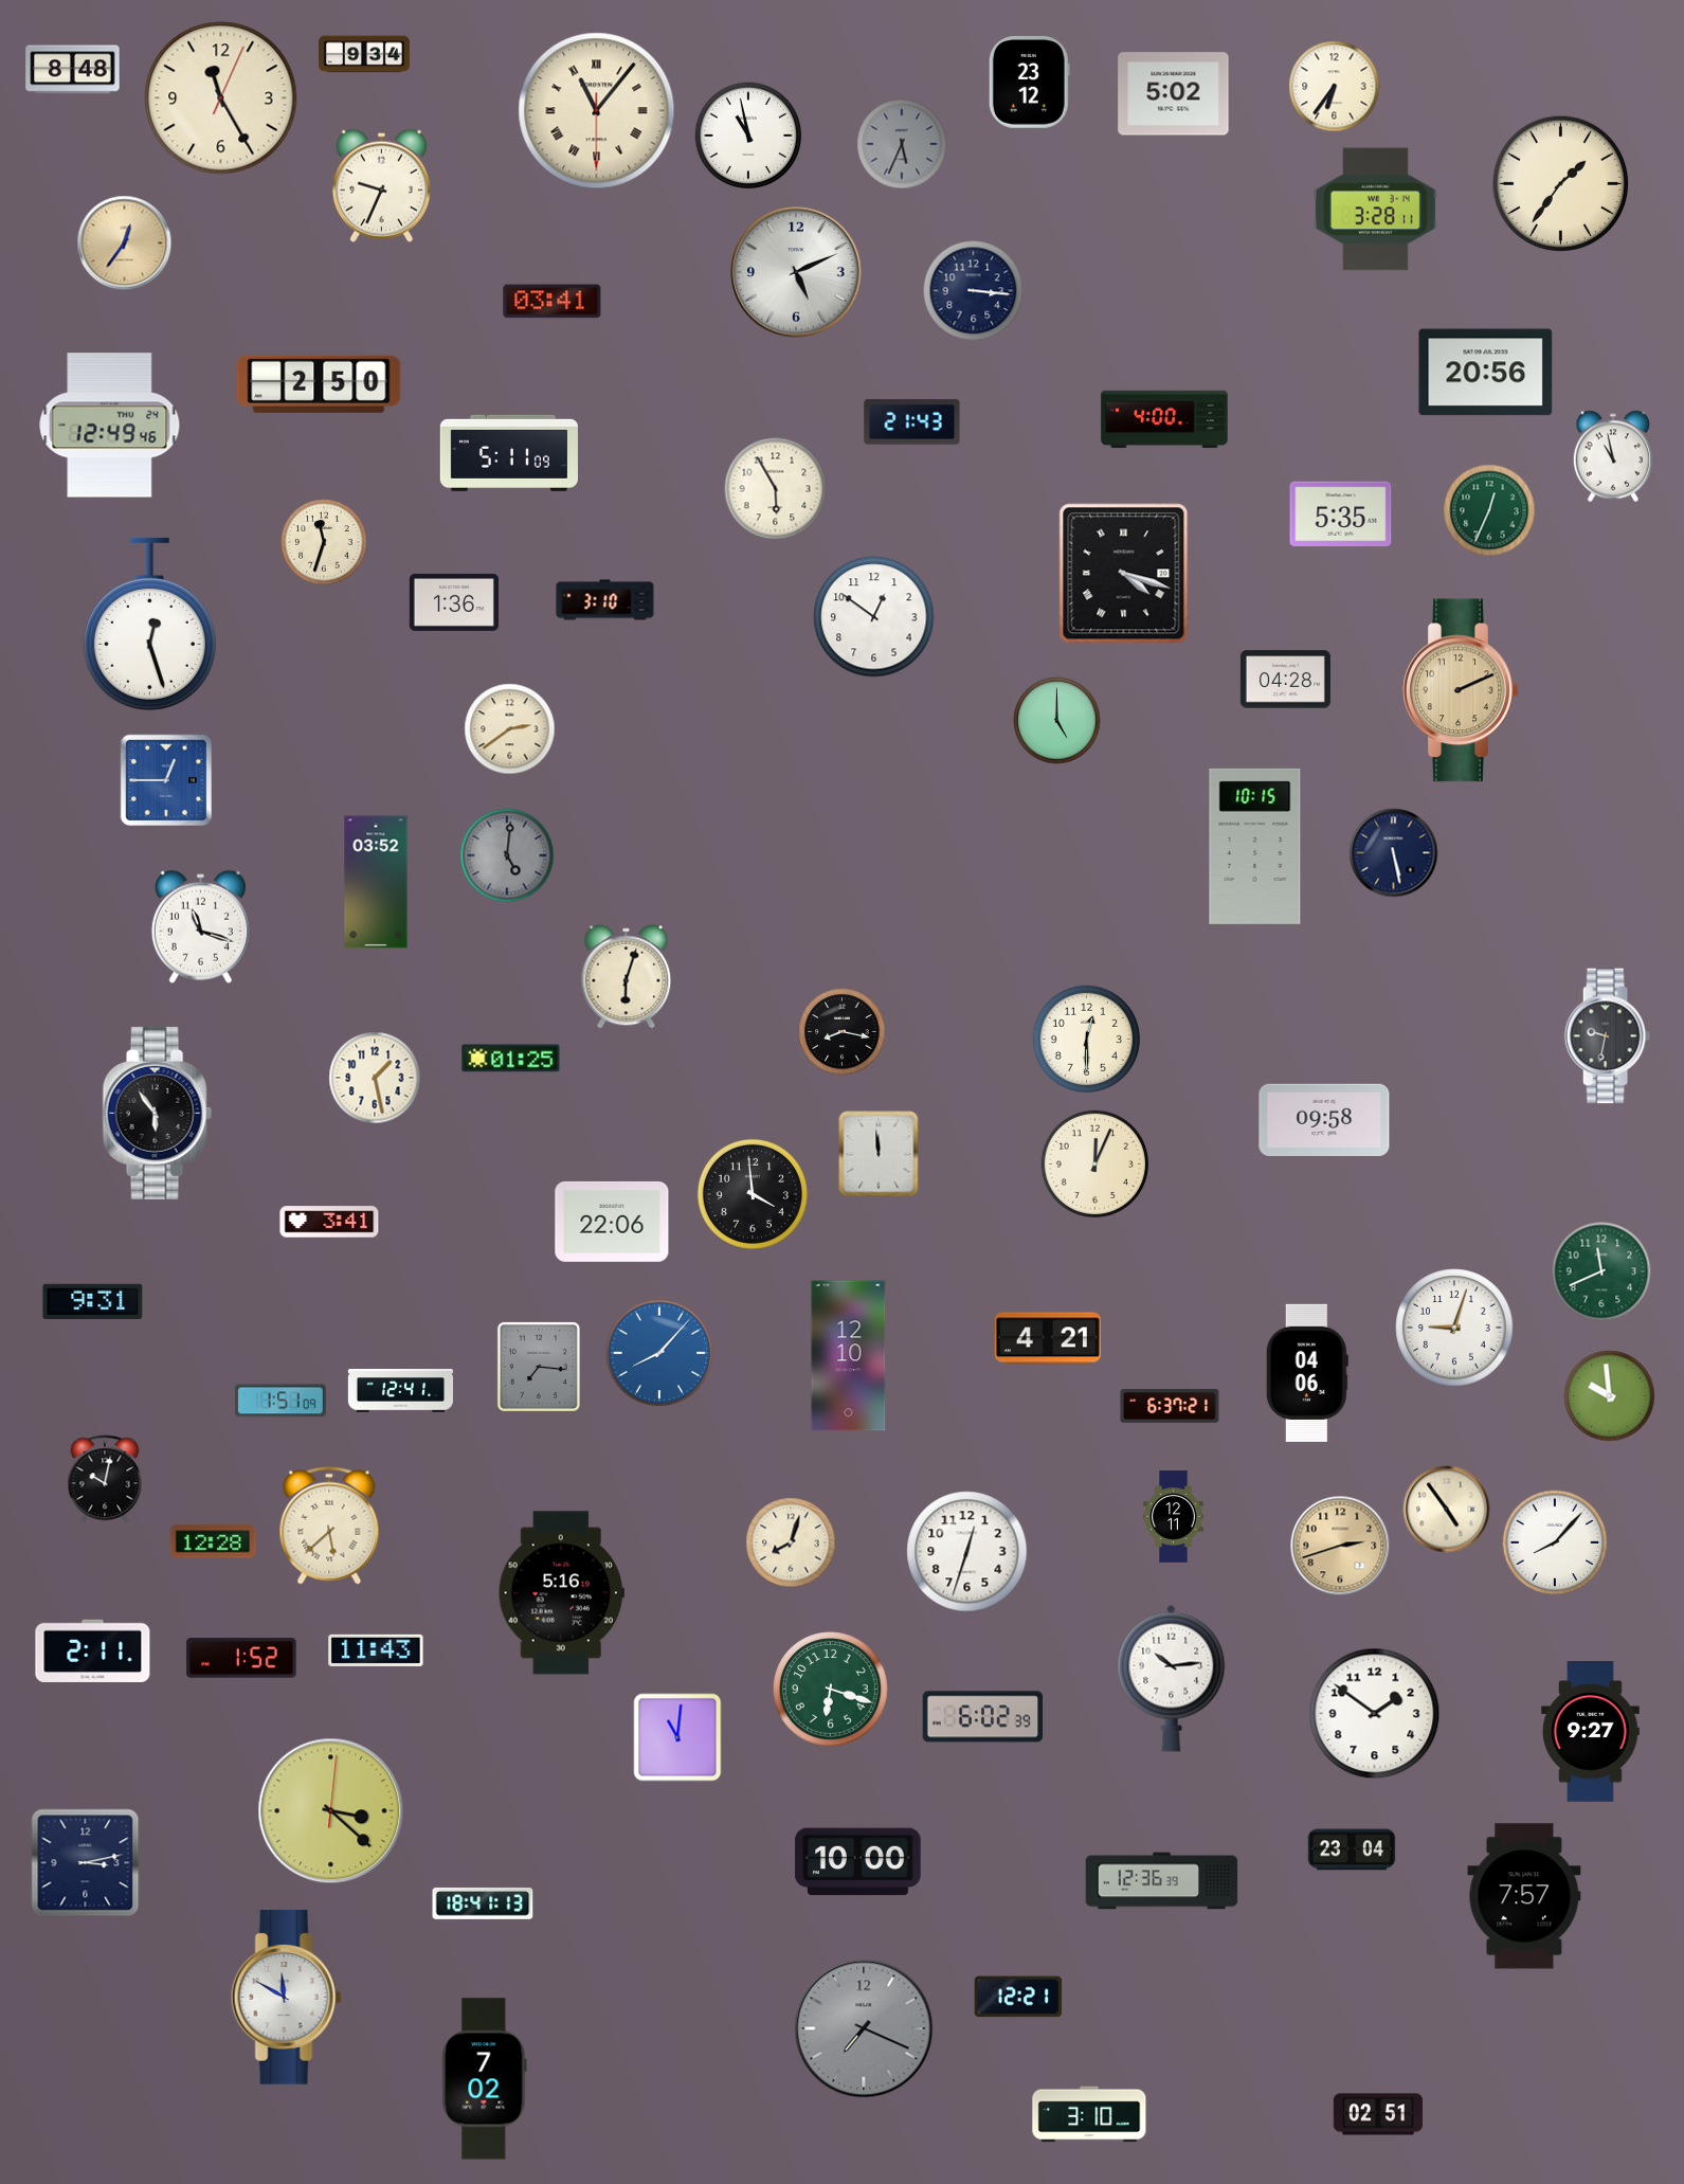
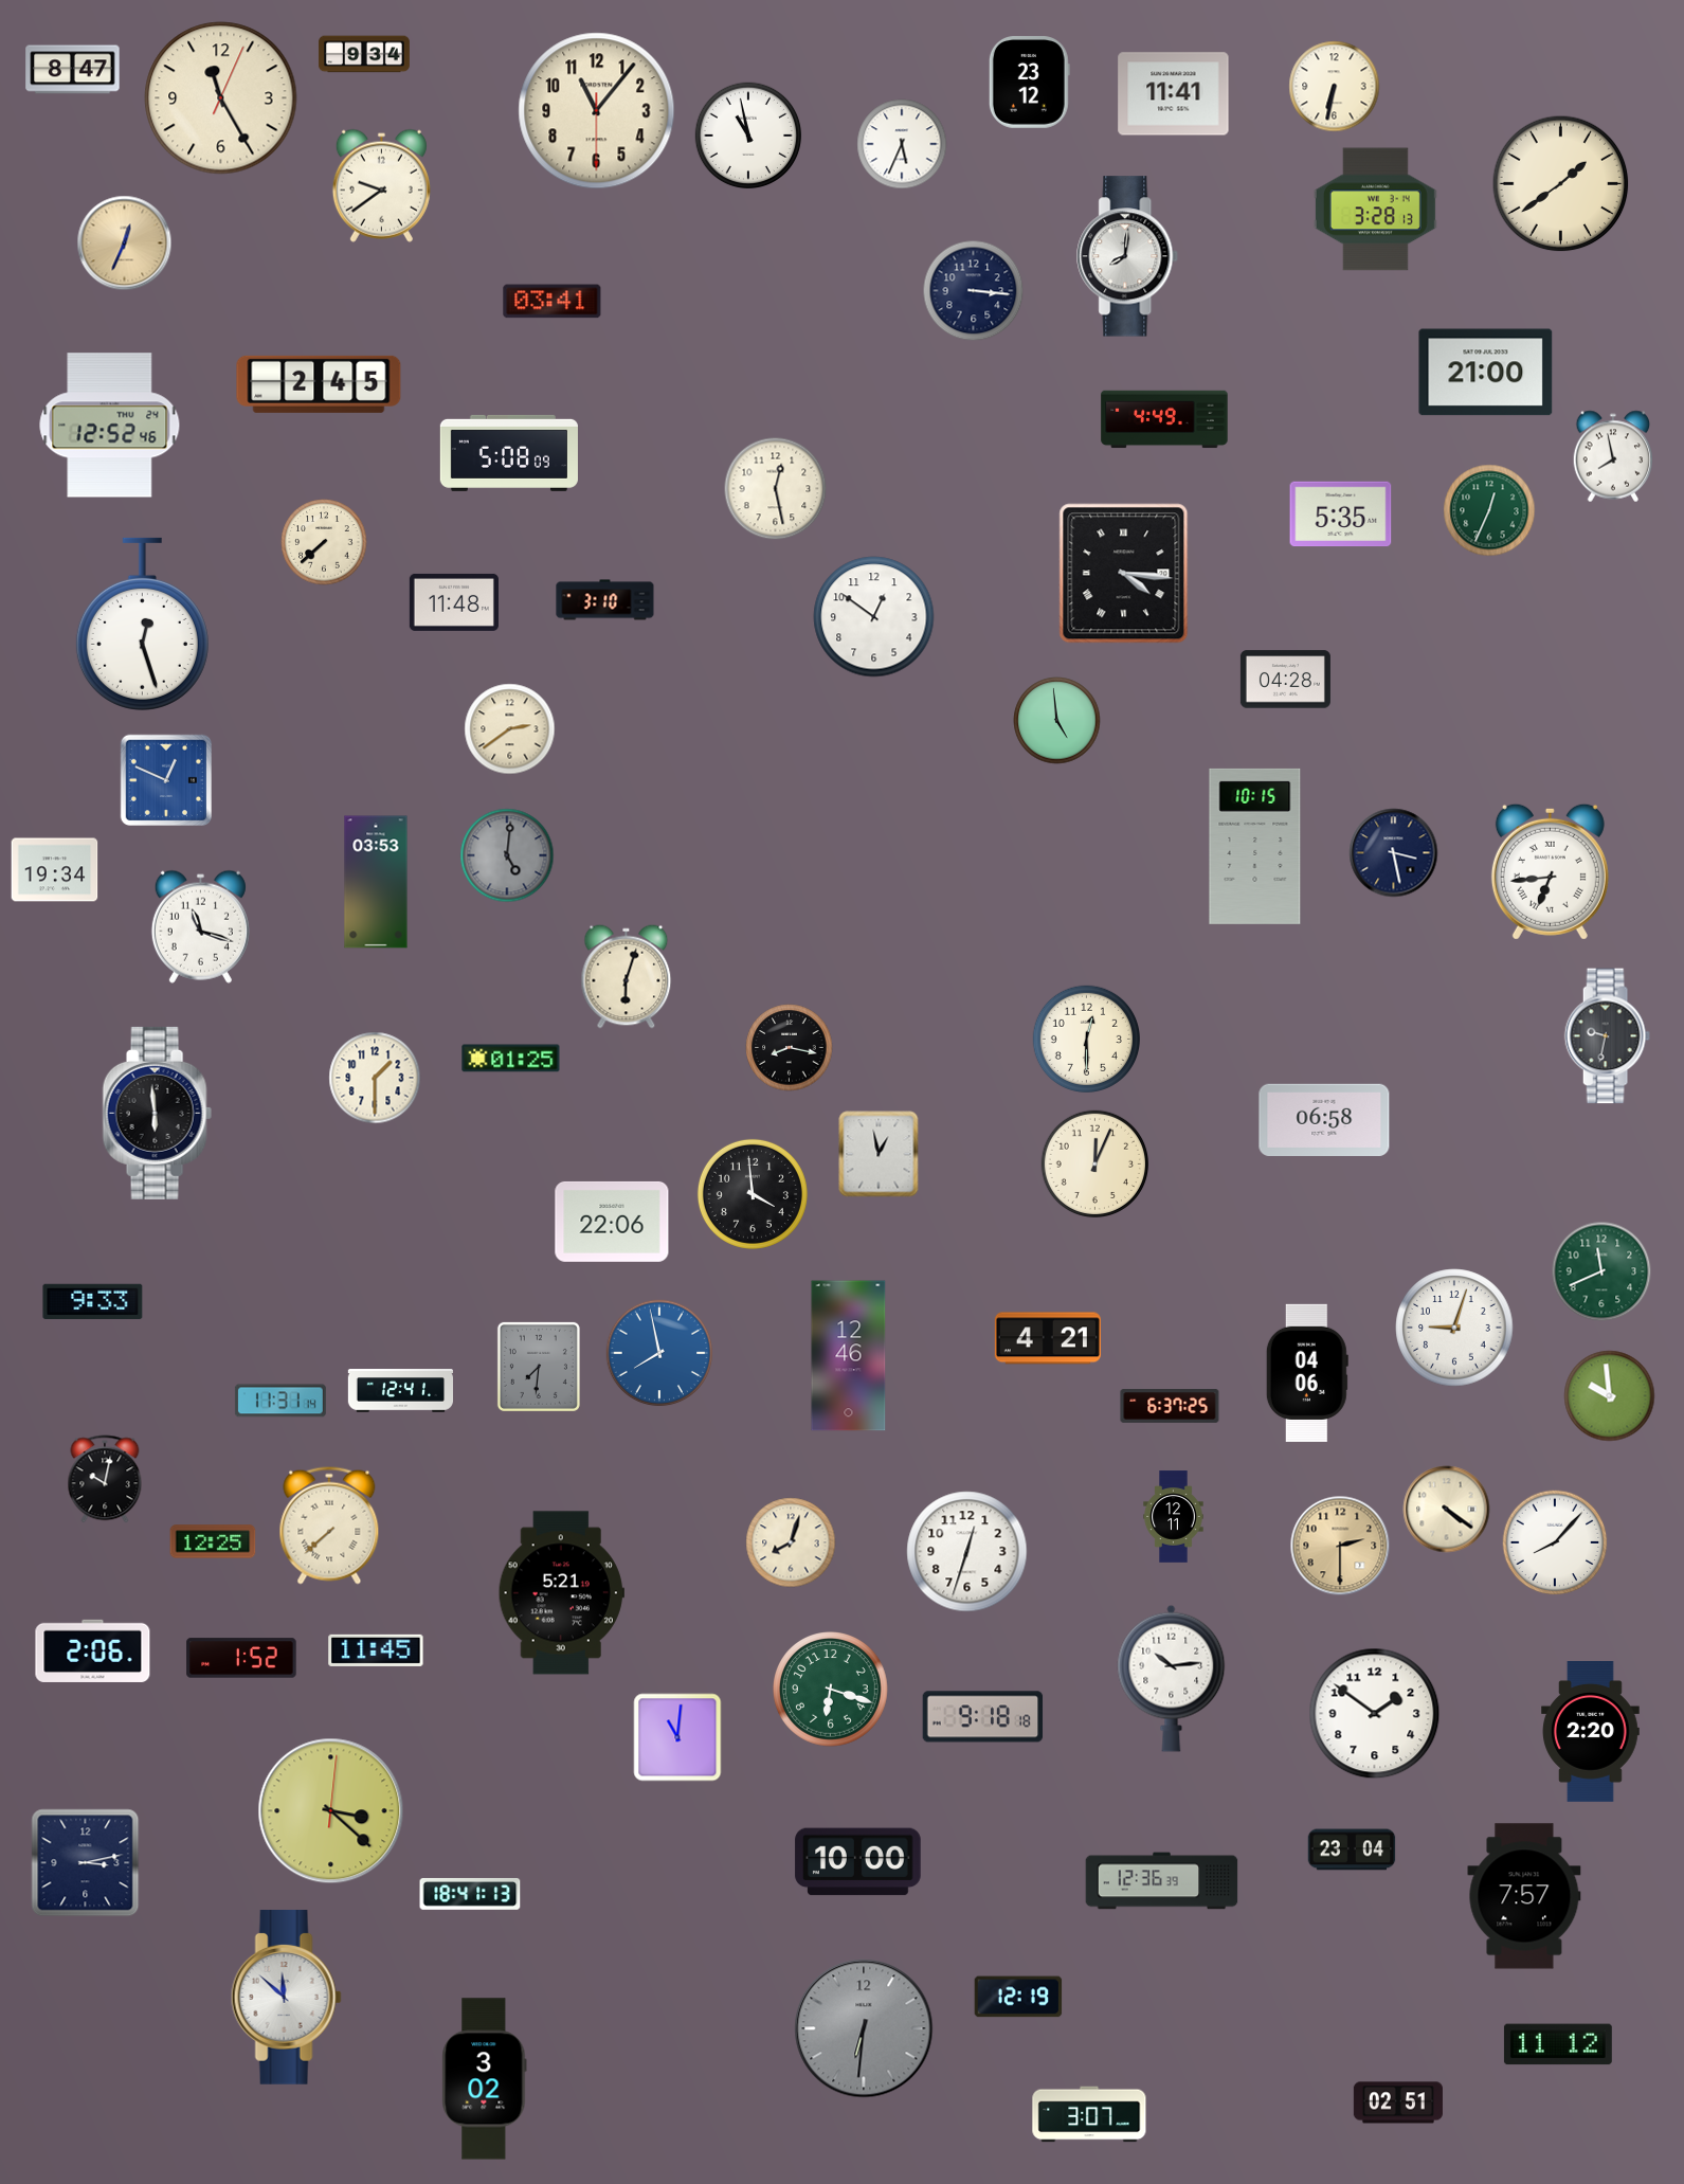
clock at (73, 70): 8:48 -> 8:47
clock at (1335, 87): 6:36 -> 6:32
clock at (1174, 94): 5:02 -> 11:41
clock at (597, 111) numerals: Roman -> Arabic
clock at (902, 144) dial: grey -> white
clock at (1561, 184): 1:36 -> 1:39
clock at (381, 185): 9:34 -> 9:39
clock at (1375, 210): 3:28:11 -> 3:28:13
clock at (125, 243): 12:36 -> 12:34
clock at (1128, 256): none -> 8:01
clock at (796, 272): 5:11 -> none
clock at (1486, 373): 20:56 -> 21:00
clock at (319, 384): 2:50 -> 2:45
clock at (1164, 419): 4:00 -> 4:49
clock at (912, 422): 21:43 -> none
clock at (110, 426): 12:49 -> 12:52
clock at (509, 453): 5:11 -> 5:08
clock at (1613, 456): 10:58 -> 7:58
clock at (776, 489): 5:55 -> 12:28
clock at (324, 542): 11:33 -> 7:38
clock at (1124, 574): 4:18 -> 4:16
clock at (454, 602): 1:36 -> 11:48
clock at (149, 624) position: (149, 624) -> (142, 624)
clock at (1461, 690): 2:11 -> none
clock at (1057, 721): 5:00 -> 4:59
clock at (165, 779): 12:45 -> 12:49
clock at (1394, 853): 5:28 -> 3:28
clock at (55, 870): none -> 19:34
clock at (1550, 871): none -> 6:44
clock at (376, 882): 03:52 -> 03:53
clock at (843, 1032) position: (843, 1032) -> (790, 1048)
clock at (375, 1078): 1:28 -> 1:30
clock at (157, 1113): 5:54 -> 5:59
clock at (1324, 1119): 09:58 -> 06:58
clock at (879, 1154): 11:59 -> 12:58
clock at (329, 1222): 3:41 -> none
clock at (93, 1302): 9:31 -> 9:33
clock at (659, 1353): 8:07 -> 7:58
clock at (849, 1356): 12:10 -> 12:46
clock at (539, 1367): 7:16 -> 7:31
clock at (280, 1401): 1:51 -> 11:31
clock at (1170, 1406): 6:37:21 -> 6:37:25
clock at (1447, 1510): 4:54 -> 4:21
clock at (329, 1526): 5:38 -> 7:38
clock at (213, 1541): 12:28 -> 12:25
clock at (1340, 1546): 2:42 -> 2:30
clock at (561, 1593): 5:16 -> 5:21
clock at (93, 1650): 2:11 -> 2:06
clock at (376, 1650): 11:43 -> 11:45
clock at (983, 1717): 6:02 -> 9:18
clock at (1591, 1732): 9:27 -> 2:20
clock at (483, 1903) position: (483, 1903) -> (470, 1894)
clock at (1018, 1997): 12:21 -> 12:19
clock at (286, 1998): 11:50 -> 11:52
clock at (864, 2028): 7:19 -> 6:31
clock at (1558, 2044): none -> 11:12
clock at (485, 2079): 7:02 -> 3:02
clock at (1089, 2114): 3:10 -> 3:07
clock at (1378, 2114) position: (1378, 2114) -> (1398, 2102)
